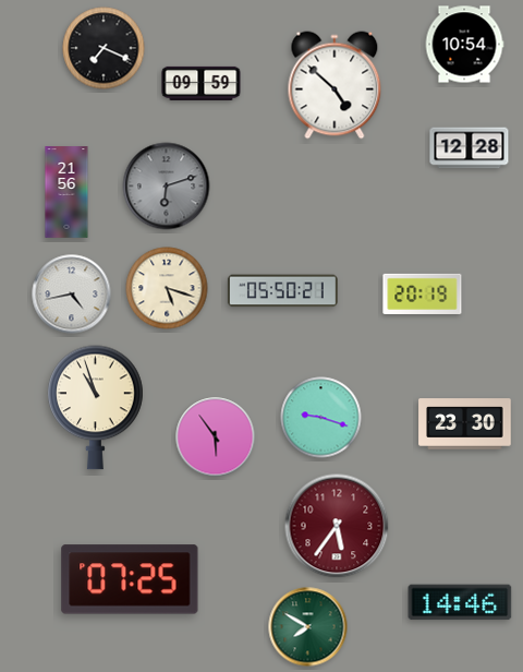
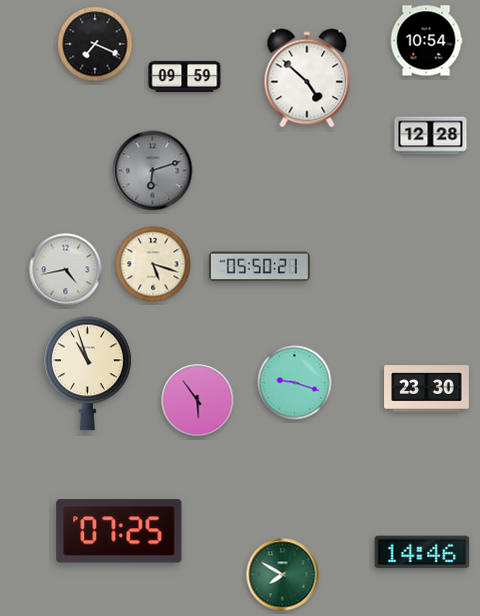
clock at (66, 192): 21:56 -> none
clock at (423, 293): 20:19 -> none
clock at (337, 526): 5:36 -> none
